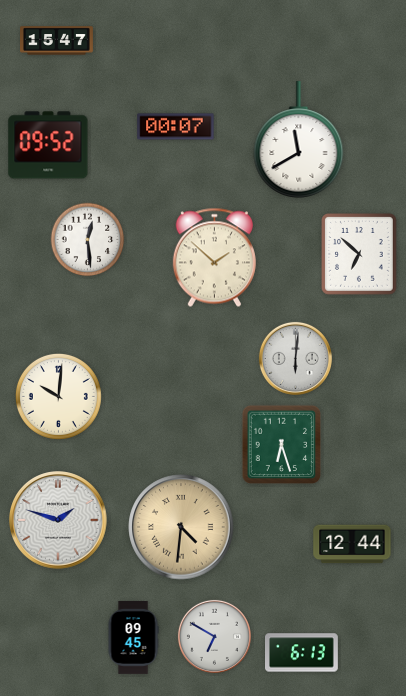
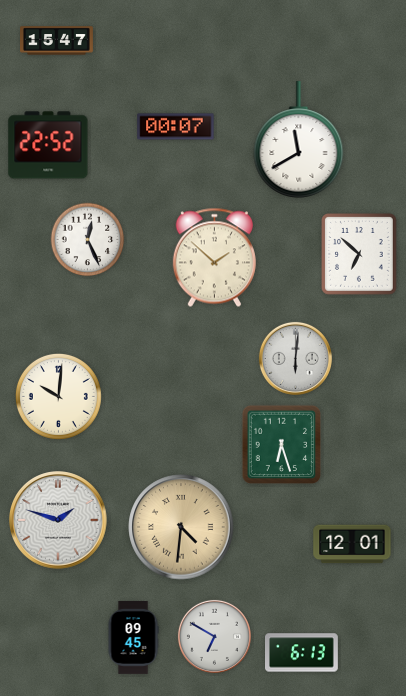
clock at (48, 145): 09:52 -> 22:52
clock at (88, 240): 12:29 -> 12:26
clock at (352, 544): 12:44 -> 12:01
